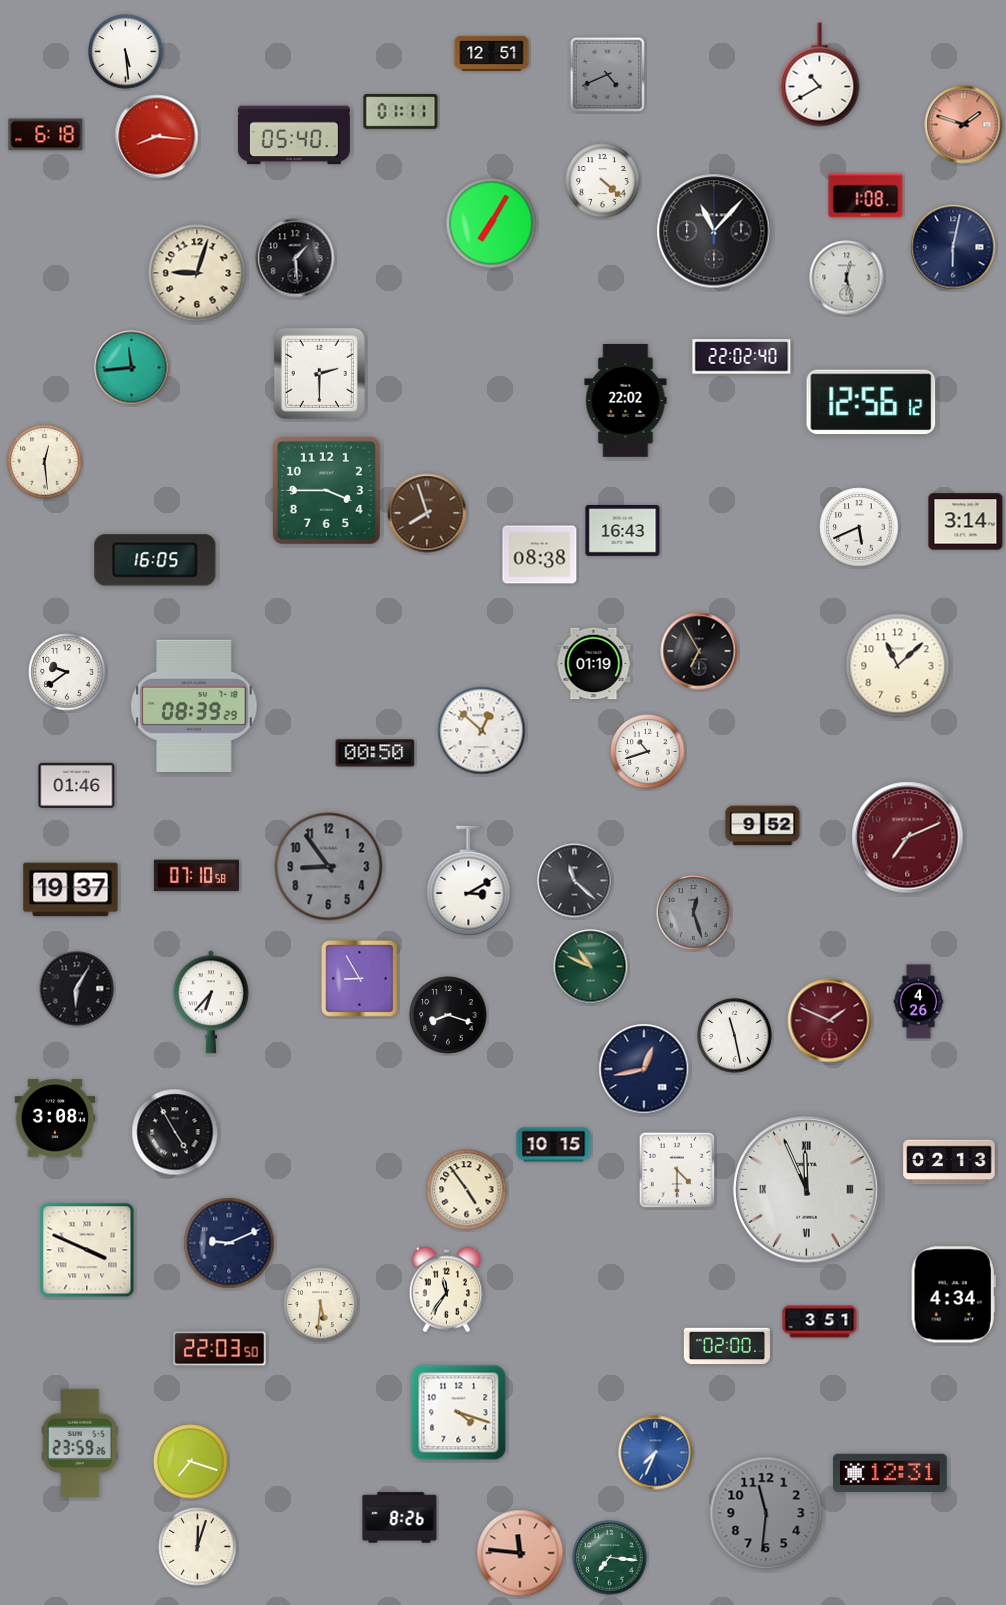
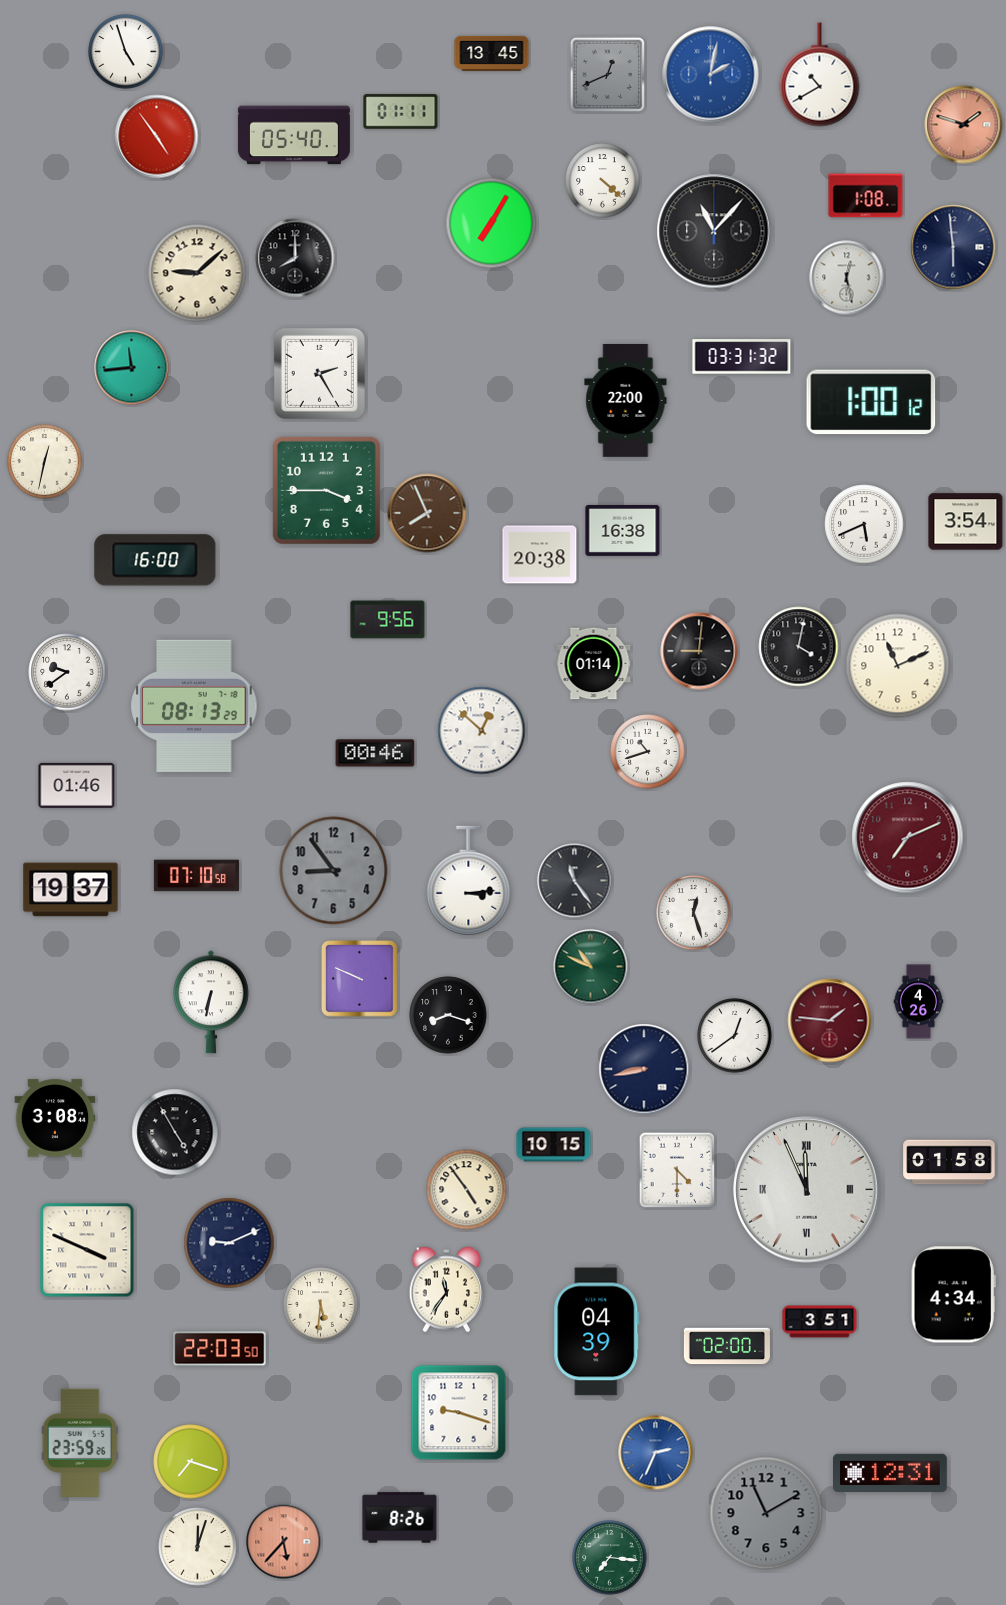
clock at (126, 52): 5:29 -> 4:57
clock at (492, 53): 12:51 -> 13:45
clock at (607, 74): 4:41 -> 12:41
clock at (711, 75): none -> 2:02
clock at (46, 135): 6:18 -> none
clock at (157, 137): 8:16 -> 4:54
clock at (953, 247): 6:02 -> 5:59
clock at (295, 258): 1:29 -> 8:00
clock at (197, 273): 9:03 -> 9:08
clock at (742, 357): 22:02 -> 03:31
clock at (319, 373): 2:30 -> 2:25
clock at (626, 400): 22:02 -> 22:00
clock at (871, 402): 12:56 -> 1:00
clock at (45, 462): 12:29 -> 12:32
clock at (427, 513): 7:57 -> 7:56
clock at (966, 522): 3:14 -> 3:54
clock at (859, 527) position: (859, 527) -> (864, 524)
clock at (623, 530): 16:43 -> 16:38
clock at (540, 555): 08:38 -> 20:38
clock at (155, 560): 16:05 -> 16:00
clock at (388, 620): none -> 9:56
clock at (799, 647): none -> 4:02
clock at (699, 651): 6:55 -> 9:01
clock at (594, 664): 01:19 -> 01:14
clock at (898, 666): 11:08 -> 11:11
clock at (194, 705): 08:39 -> 08:13
clock at (375, 753): 00:50 -> 00:46
clock at (763, 826): 9:52 -> none
clock at (329, 867) position: (329, 867) -> (334, 871)
clock at (469, 881): 3:10 -> 3:14
clock at (575, 881): 11:22 -> 11:24
clock at (694, 913) dial: grey -> white
clock at (360, 979): 8:55 -> 9:49
clock at (77, 989): 6:05 -> none
clock at (211, 1002): 6:37 -> 6:32
clock at (830, 1021): 1:49 -> 1:46
clock at (735, 1036): 11:28 -> 12:39
clock at (644, 1069): 12:43 -> 8:43
clock at (949, 1162): 02:13 -> 01:58
clock at (597, 1332): none -> 04:39
clock at (459, 1413): 4:18 -> 9:18
clock at (656, 1453): 7:34 -> 2:34
clock at (766, 1513): 11:31 -> 11:10
clock at (284, 1542): none -> 5:37
clock at (520, 1553): 11:46 -> none
